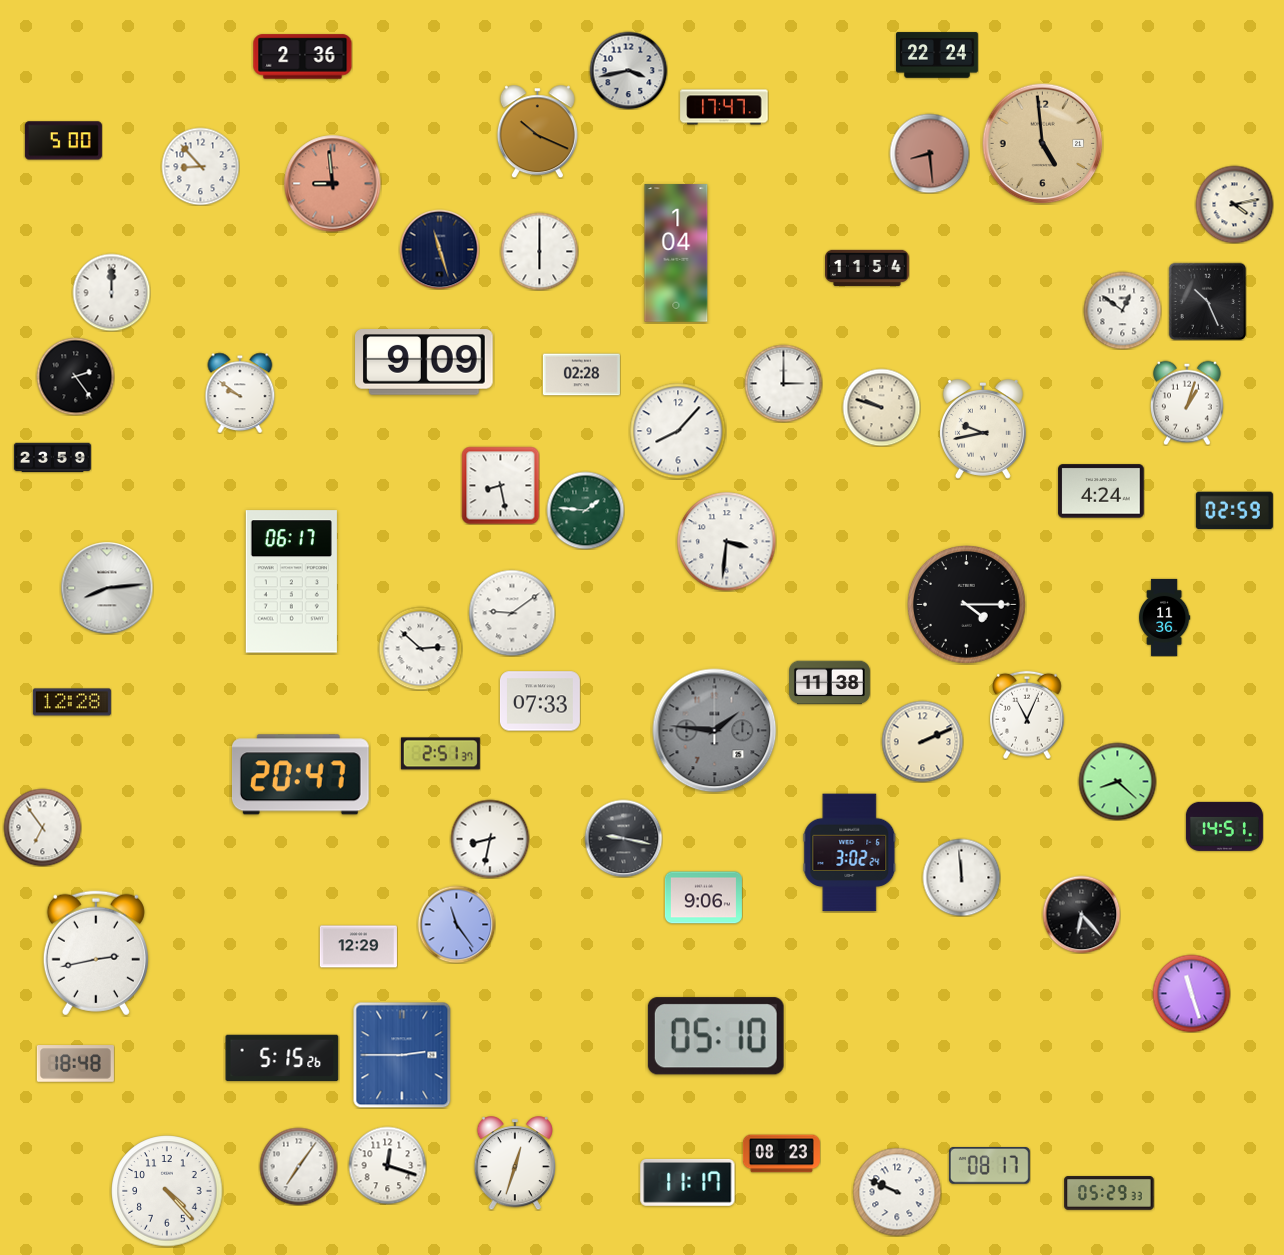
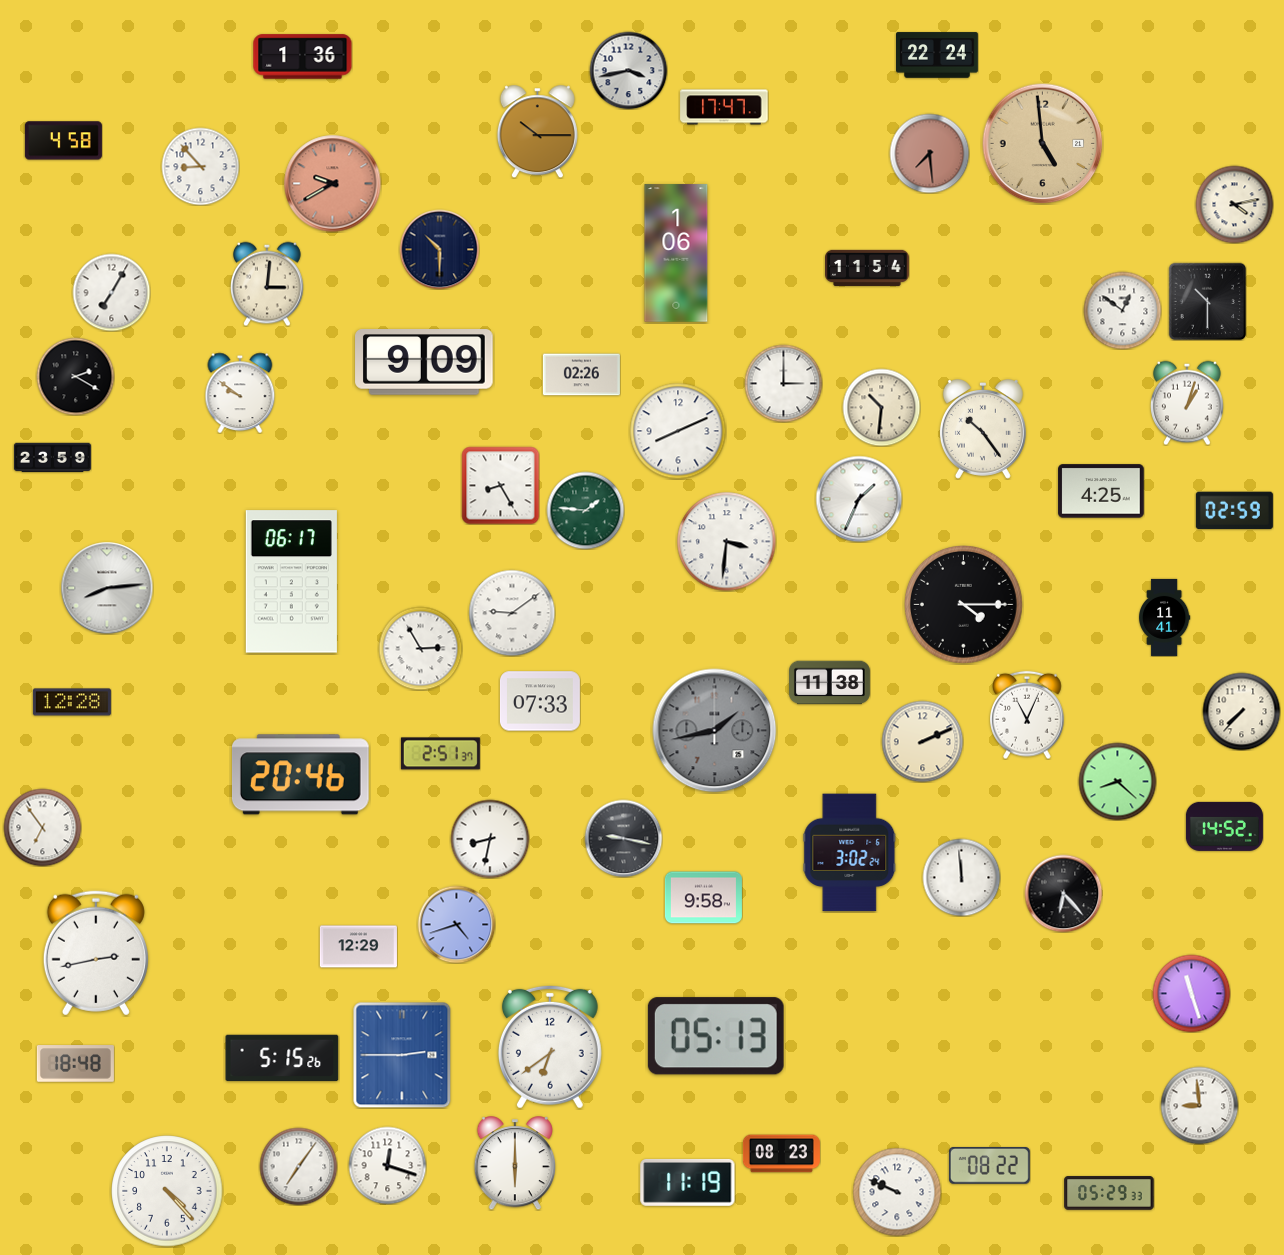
clock at (303, 57): 2:36 -> 1:36
clock at (537, 131): 10:19 -> 10:15
clock at (63, 141): 5:00 -> 4:58
clock at (929, 153): 8:29 -> 7:29
clock at (333, 184): 8:59 -> 9:40
clock at (439, 249): 11:27 -> 10:30
clock at (539, 251): 6:00 -> none
clock at (676, 253): 1:04 -> 1:06
clock at (268, 284): none -> 3:01
clock at (111, 292): 12:00 -> 7:05
clock at (1207, 301): 10:26 -> 10:30
clock at (581, 375): 02:28 -> 02:26
clock at (75, 376): 2:24 -> 2:20
clock at (881, 407): 9:48 -> 10:31
clock at (983, 430): 9:43 -> 10:24
clock at (678, 431): 8:07 -> 8:11
clock at (500, 485): 8:28 -> 8:25
clock at (1101, 491): 4:24 -> 4:25
clock at (859, 499): none -> 1:34
clock at (967, 605) position: (967, 605) -> (964, 605)
clock at (1164, 617): 11:36 -> 11:41
clock at (420, 648): 2:52 -> 2:55
clock at (1241, 711): none -> 7:37
clock at (715, 731): 1:46 -> 1:43
clock at (300, 775): 20:47 -> 20:46
clock at (1224, 826): 14:51 -> 14:52
clock at (703, 898): 9:06 -> 9:58
clock at (1081, 914) position: (1081, 914) -> (1063, 893)
clock at (456, 924): 11:24 -> 4:42
clock at (716, 1036): 05:10 -> 05:13
clock at (550, 1047): none -> 6:39
clock at (1199, 1105): none -> 8:59
clock at (515, 1163): 12:33 -> 6:00
clock at (989, 1166): 08:17 -> 08:22
clock at (688, 1182): 11:17 -> 11:19
